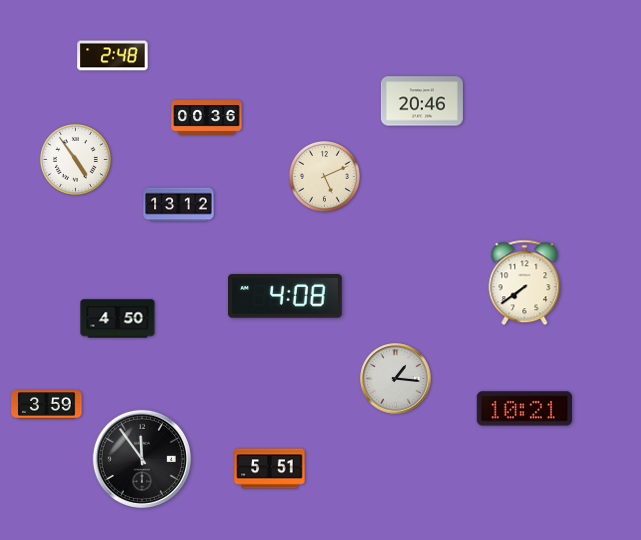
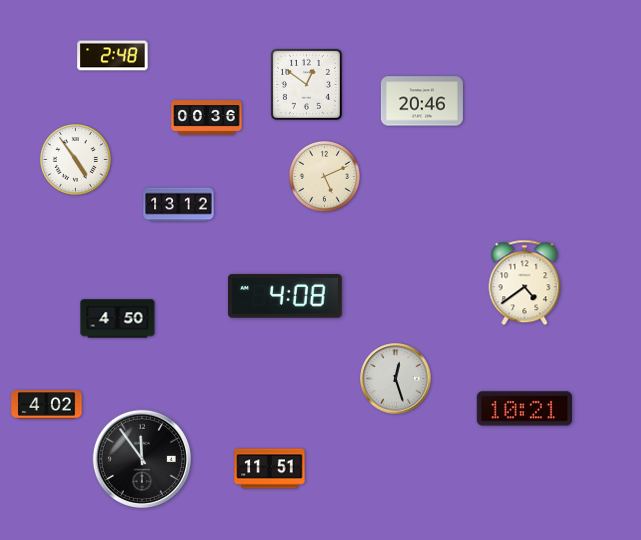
clock at (306, 84): none -> 12:51
clock at (525, 283): 7:39 -> 4:39
clock at (396, 379): 1:16 -> 12:27
clock at (47, 405): 3:59 -> 4:02
clock at (270, 469): 5:51 -> 11:51
